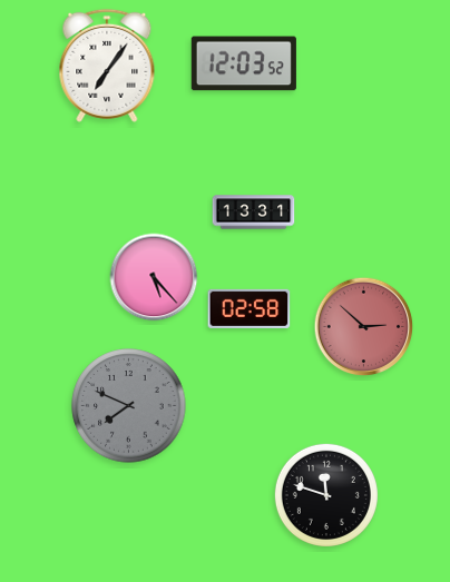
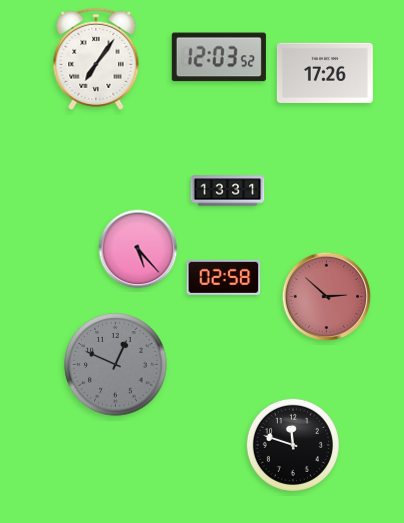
clock at (325, 73): none -> 17:26
clock at (364, 327) position: (364, 327) -> (327, 297)
clock at (129, 406): 7:49 -> 12:49
